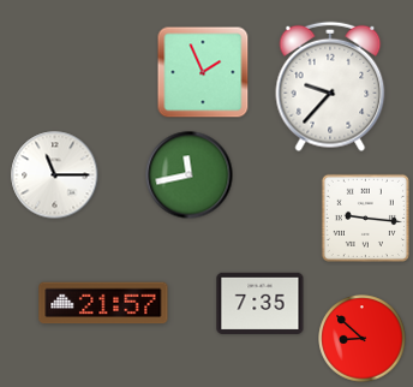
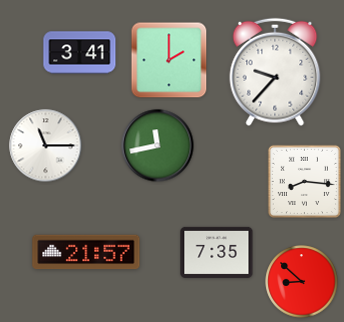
clock at (80, 53): none -> 3:41
clock at (203, 72): 1:56 -> 2:00
clock at (365, 218): 9:16 -> 8:16
